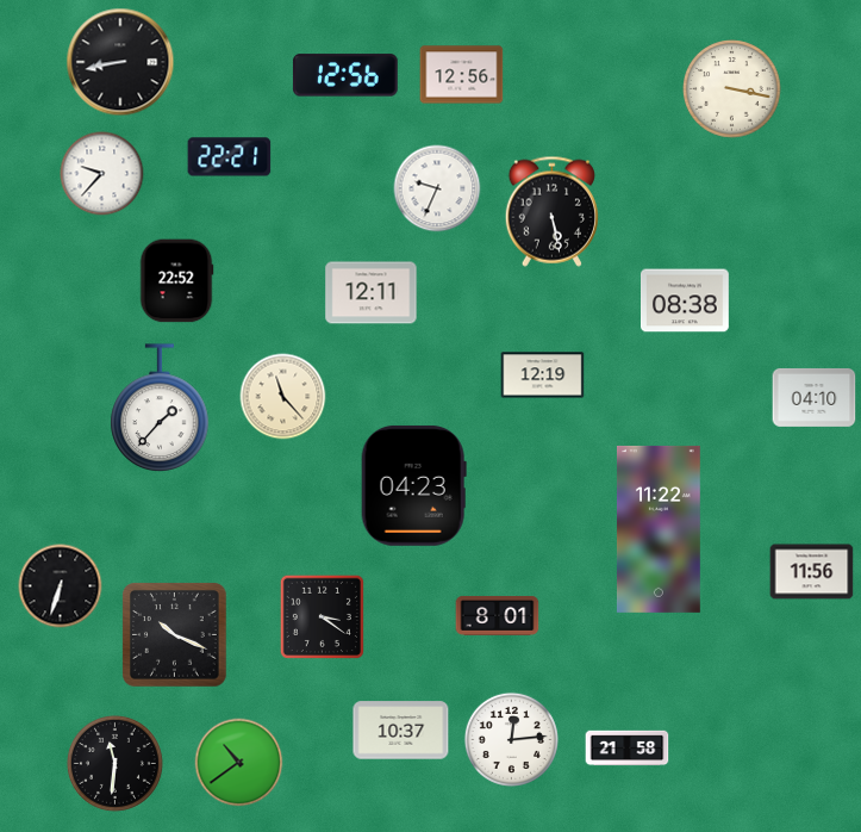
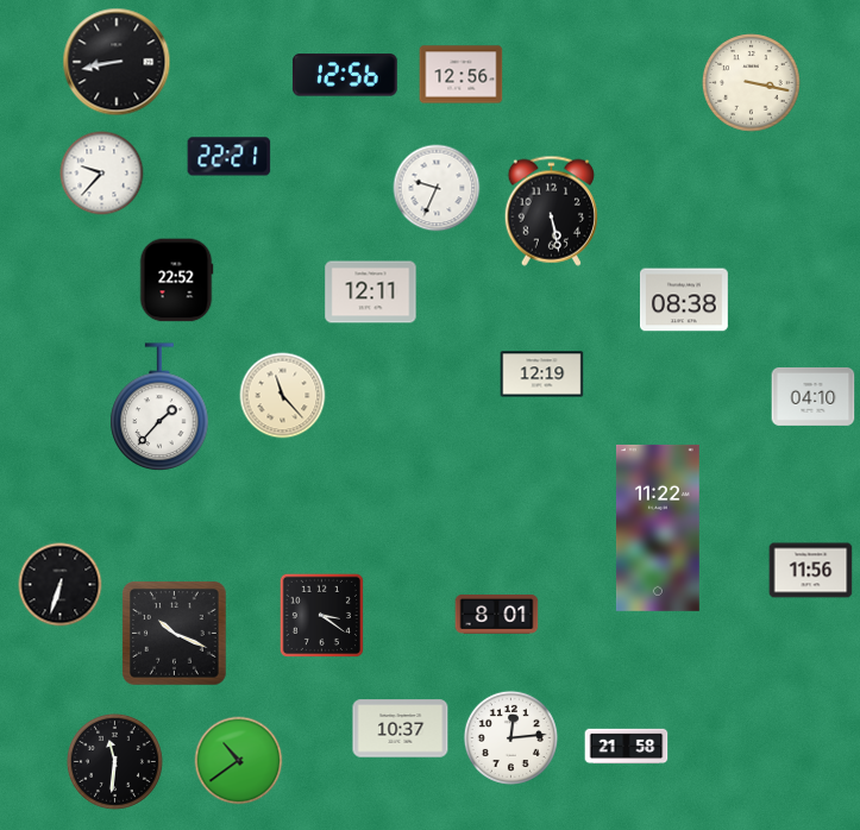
clock at (120, 62) position: (120, 62) -> (117, 62)
clock at (732, 89) position: (732, 89) -> (752, 83)
clock at (413, 485): 04:23 -> none
